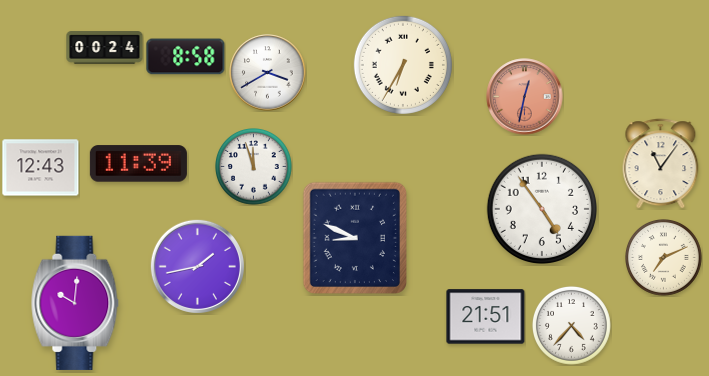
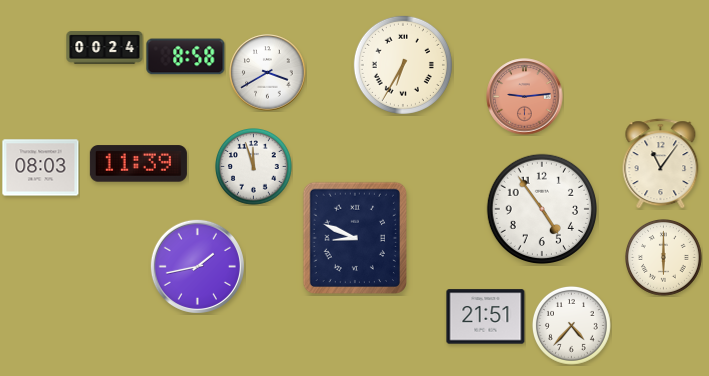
clock at (525, 97): 12:32 -> 9:14
clock at (41, 168): 12:43 -> 08:03
clock at (664, 258): 7:11 -> 6:00
clock at (75, 303): 10:01 -> none
